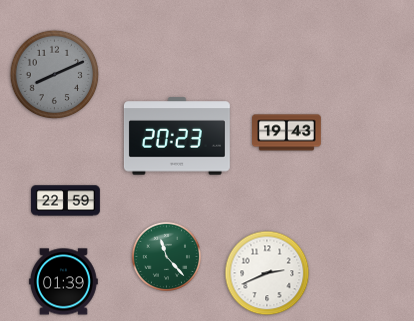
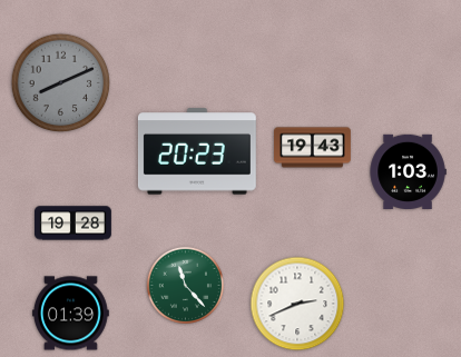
clock at (287, 133) position: (287, 133) -> (313, 148)
clock at (408, 171): none -> 1:03
clock at (66, 201): 22:59 -> 19:28
